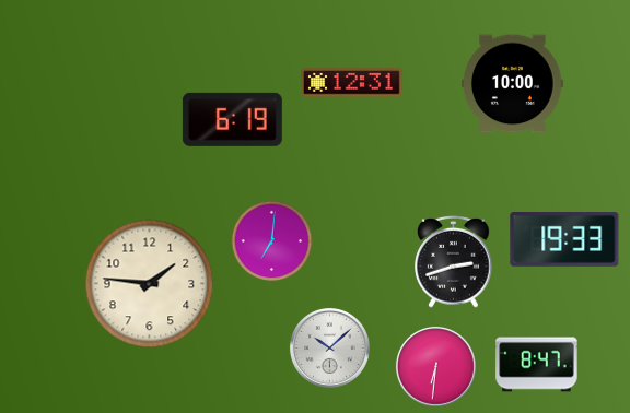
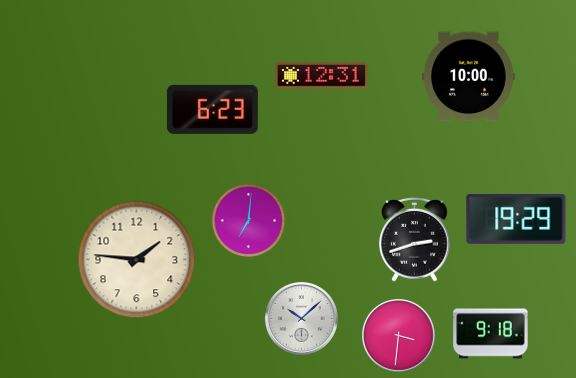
clock at (232, 119): 6:19 -> 6:23
clock at (564, 239): 19:33 -> 19:29
clock at (537, 365): 8:47 -> 9:18
clock at (435, 366): 6:31 -> 3:31
